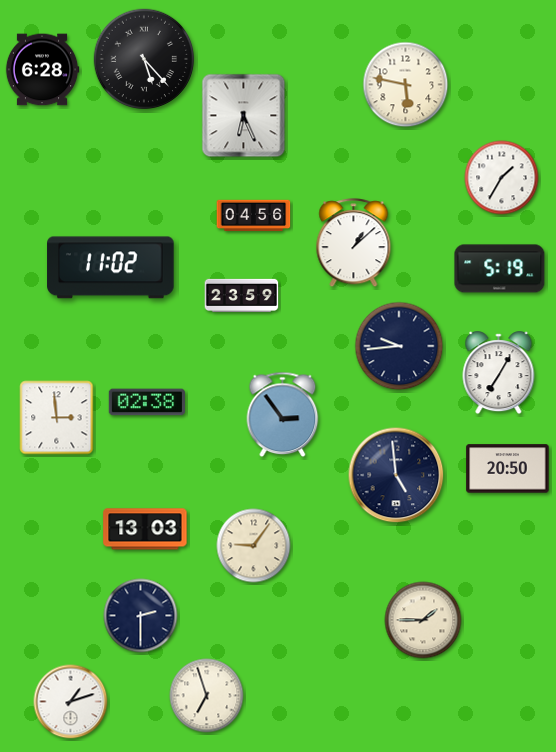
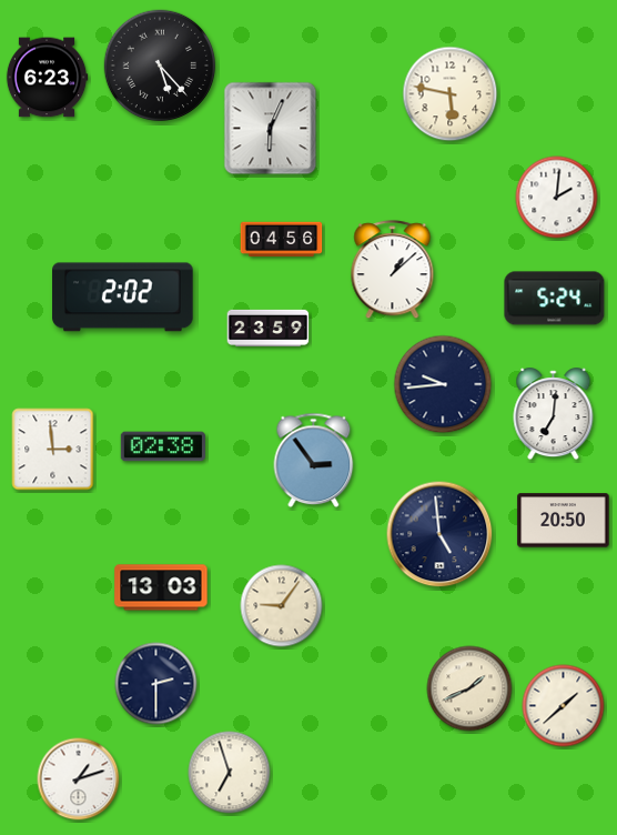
clock at (42, 70): 6:28 -> 6:23
clock at (244, 116): 6:26 -> 6:04
clock at (502, 178): 1:35 -> 2:01
clock at (111, 268): 11:02 -> 2:02
clock at (500, 269): 5:19 -> 5:24
clock at (499, 373): 7:05 -> 7:01
clock at (57, 418) position: (57, 418) -> (53, 450)
clock at (396, 475) position: (396, 475) -> (439, 534)
clock at (423, 620): 1:45 -> 1:41
clock at (564, 706): none -> 1:38
